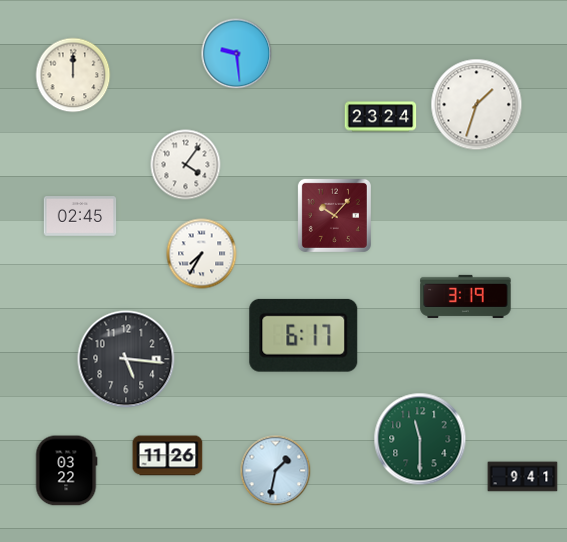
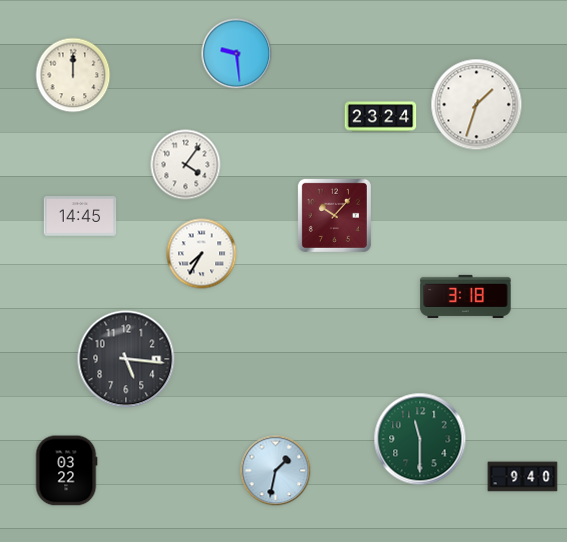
clock at (80, 216): 02:45 -> 14:45
clock at (466, 296): 3:19 -> 3:18
clock at (304, 335): 6:17 -> none
clock at (168, 456): 11:26 -> none
clock at (523, 477): 9:41 -> 9:40
